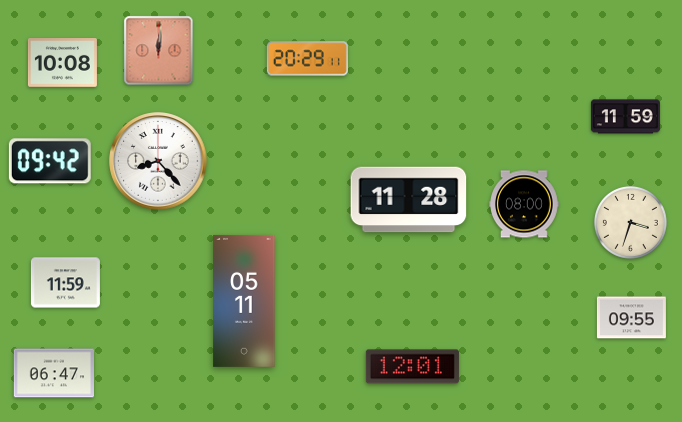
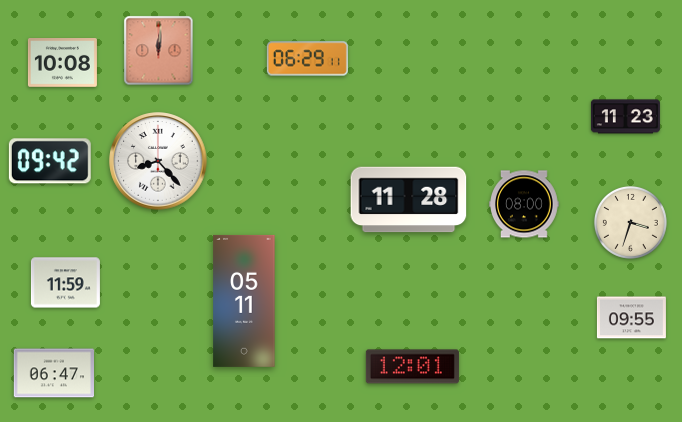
clock at (307, 59): 20:29 -> 06:29
clock at (625, 117): 11:59 -> 11:23
